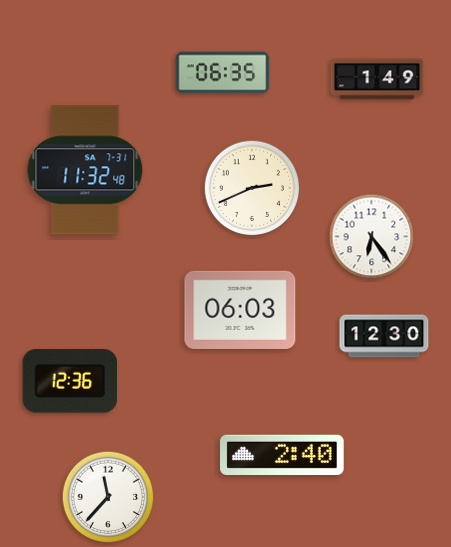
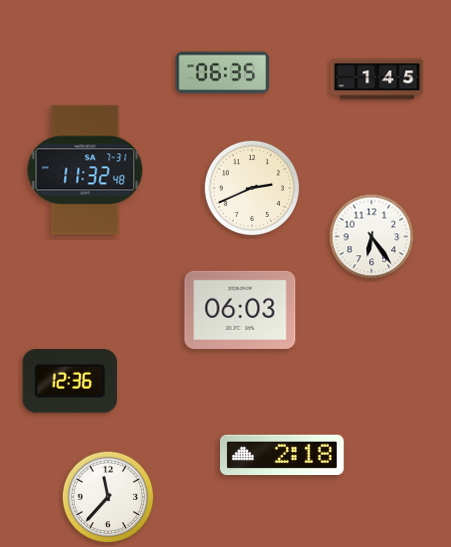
clock at (377, 79): 1:49 -> 1:45
clock at (384, 336): 12:30 -> none
clock at (283, 454): 2:40 -> 2:18
